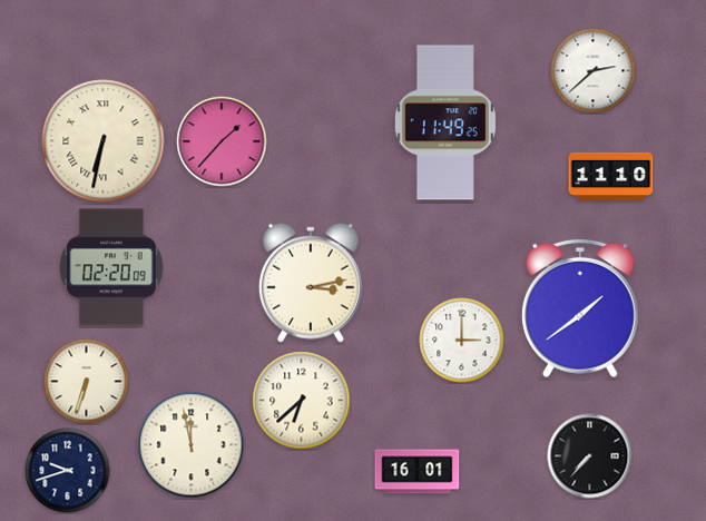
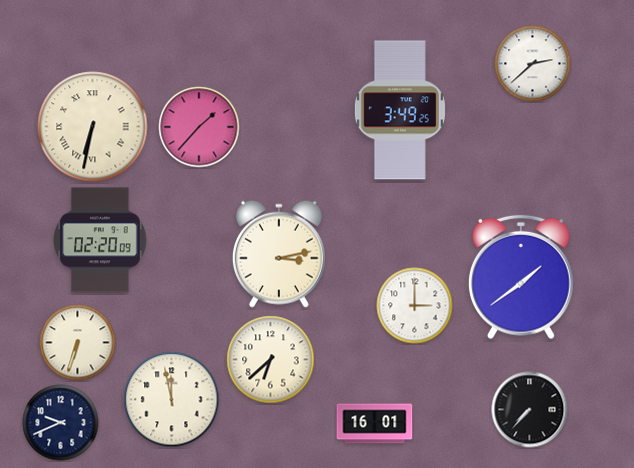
clock at (445, 122): 11:49 -> 3:49
clock at (611, 176): 11:10 -> none
clock at (68, 471): 9:42 -> 9:41
